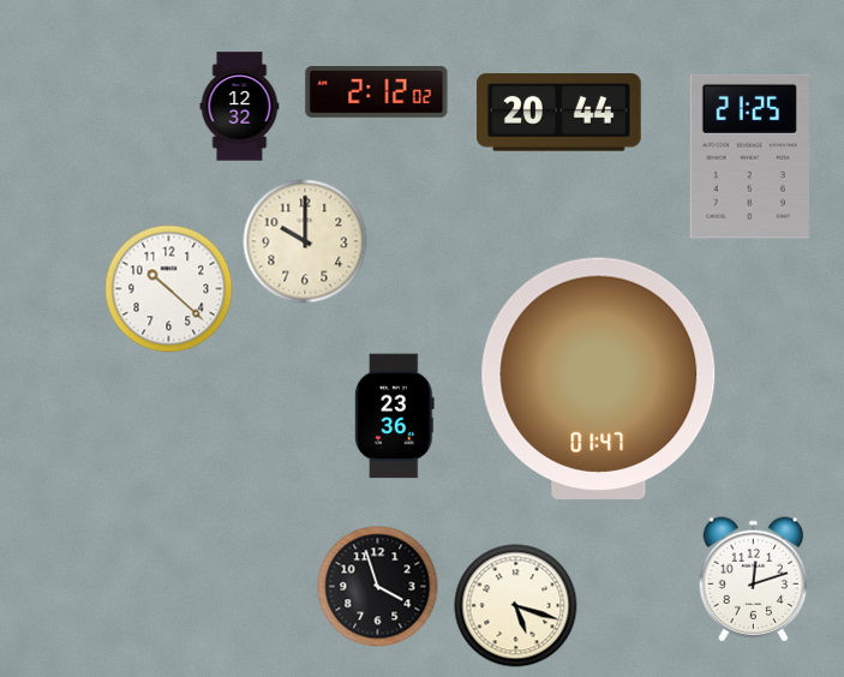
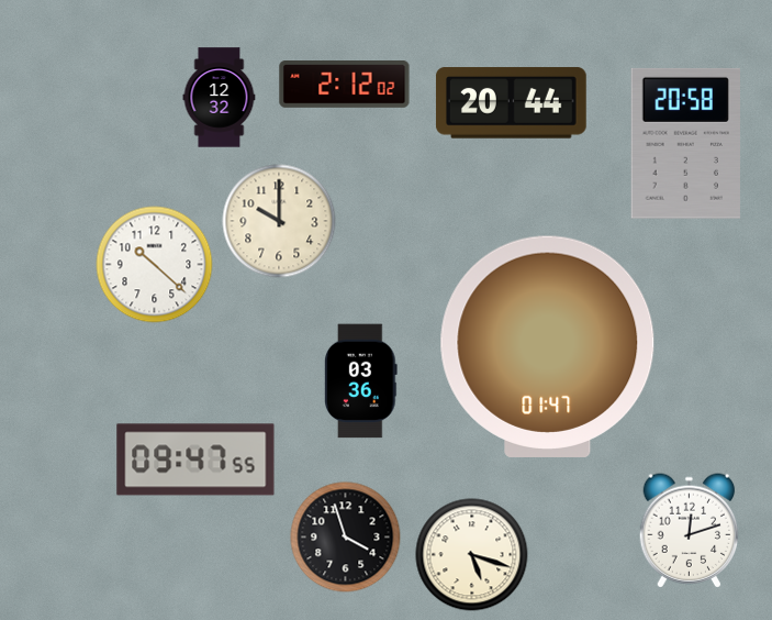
clock at (749, 156): 21:25 -> 20:58
clock at (395, 417): 23:36 -> 03:36
clock at (195, 460): none -> 09:47
